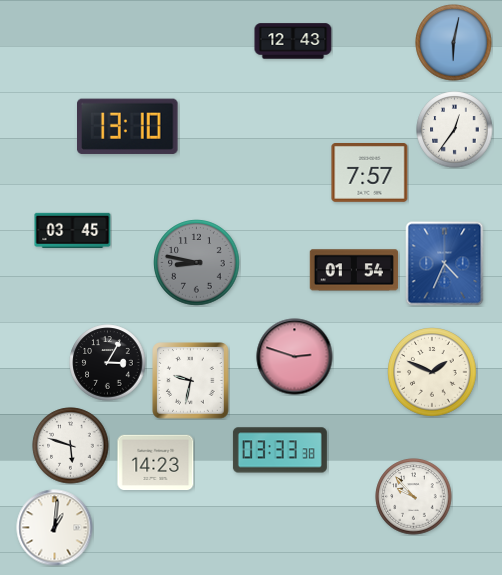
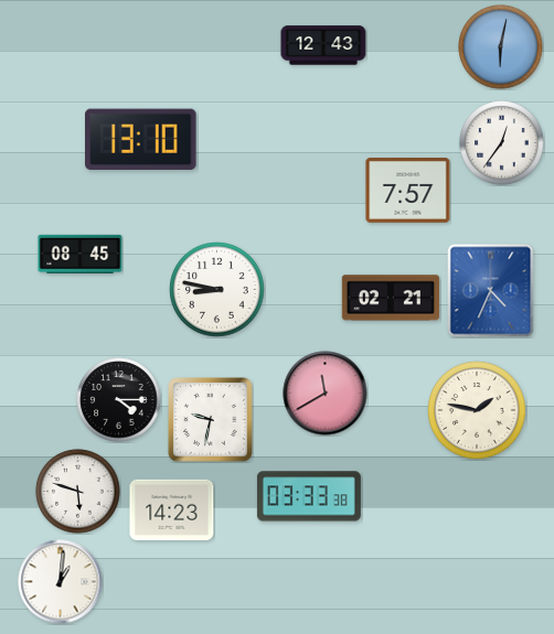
clock at (73, 230): 03:45 -> 08:45
clock at (197, 263) dial: grey -> white
clock at (354, 270): 01:54 -> 02:21
clock at (295, 357): 2:48 -> 11:40
clock at (108, 363): 3:05 -> 4:15
clock at (432, 372): 1:49 -> 1:47
clock at (414, 497): 9:53 -> none
